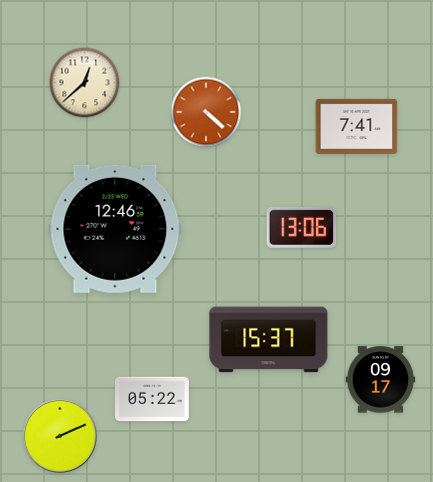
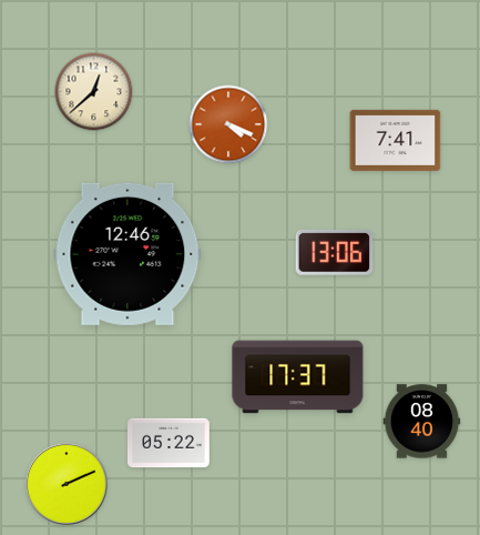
clock at (206, 112): 4:22 -> 4:19
clock at (269, 340): 15:37 -> 17:37
clock at (381, 380): 09:17 -> 08:40
